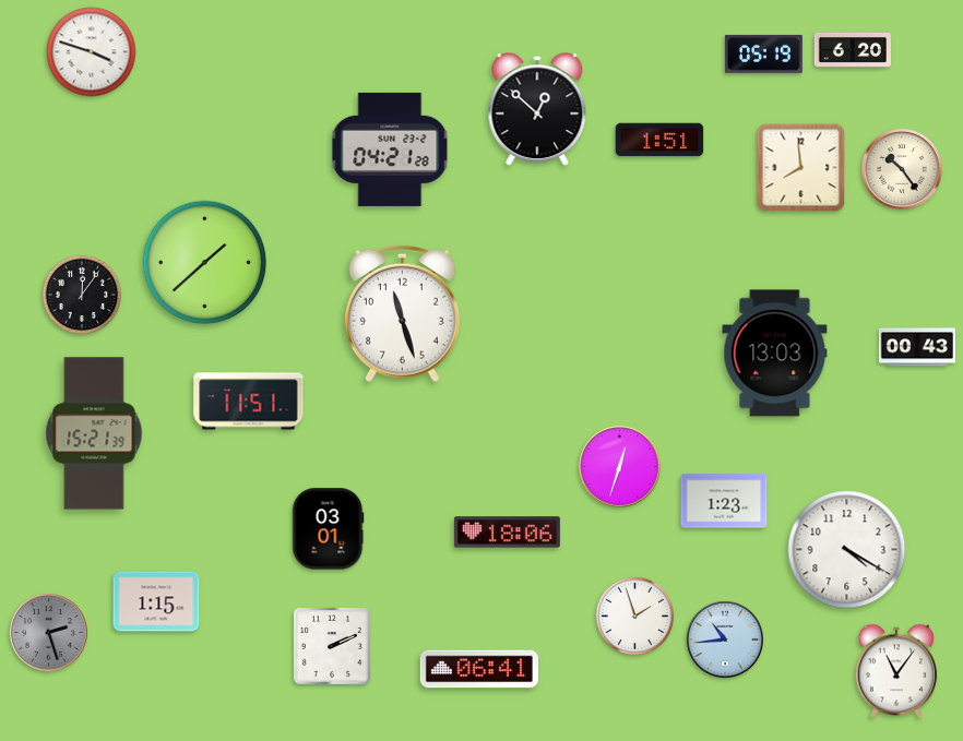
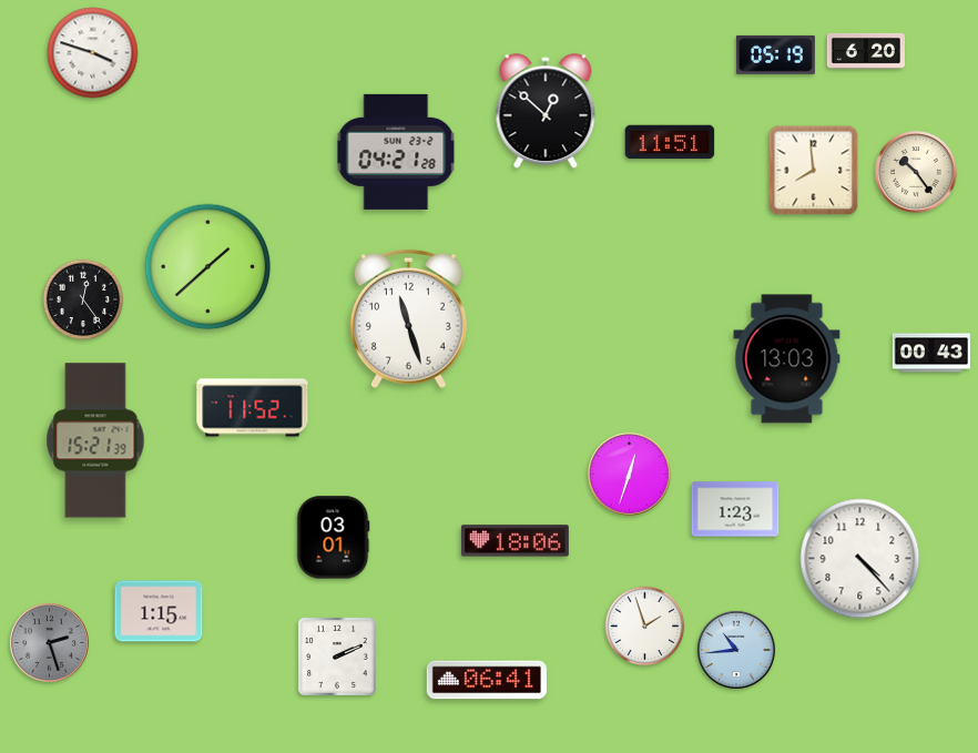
clock at (659, 140): 1:51 -> 11:51
clock at (82, 295): 12:06 -> 12:24
clock at (249, 402): 11:51 -> 11:52
clock at (847, 550): 4:20 -> 4:23
clock at (896, 671): 11:06 -> none
